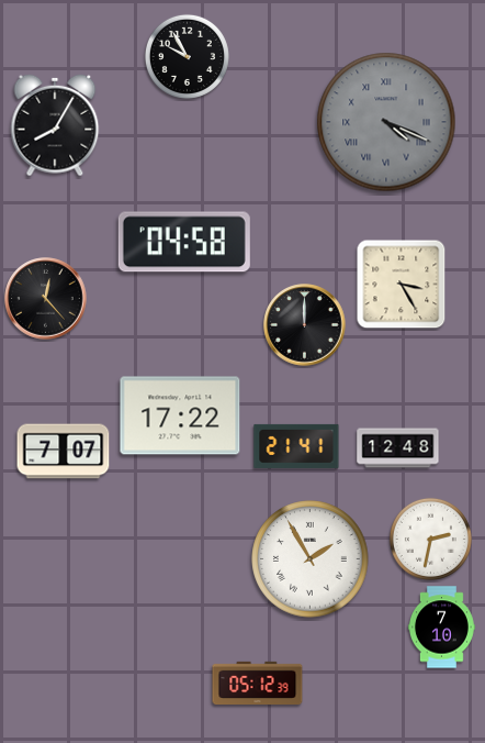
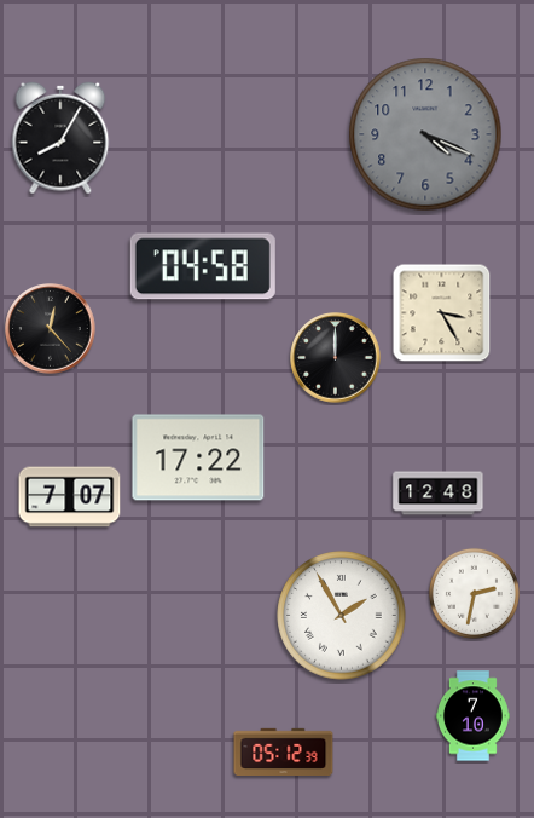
clock at (187, 56): 9:55 -> none
clock at (386, 122) numerals: Roman -> Arabic
clock at (296, 446): 21:41 -> none
clock at (441, 628) position: (441, 628) -> (472, 716)
